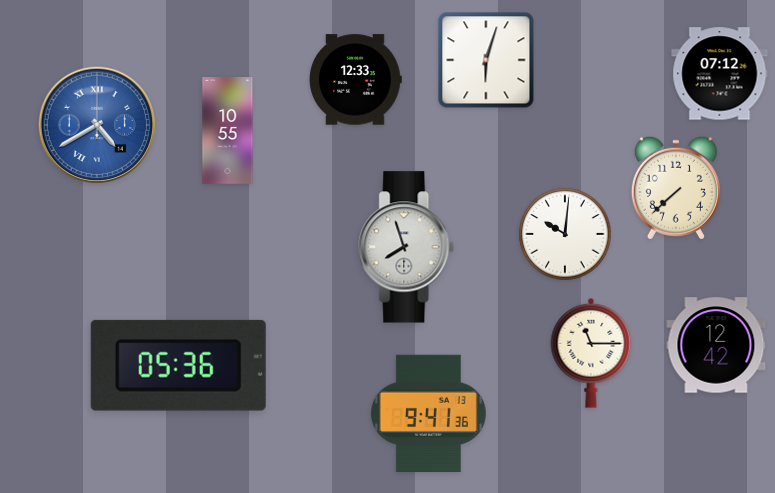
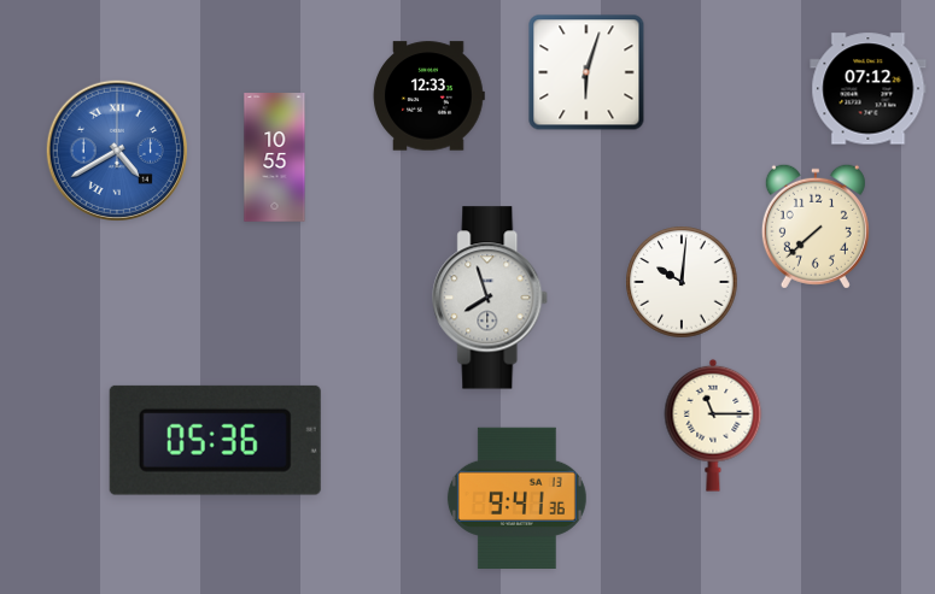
clock at (716, 345): 12:42 -> none
